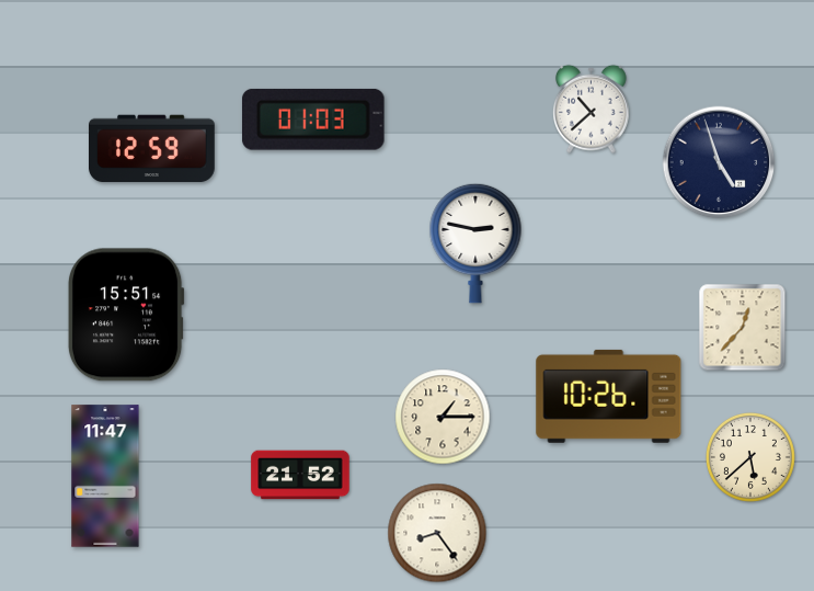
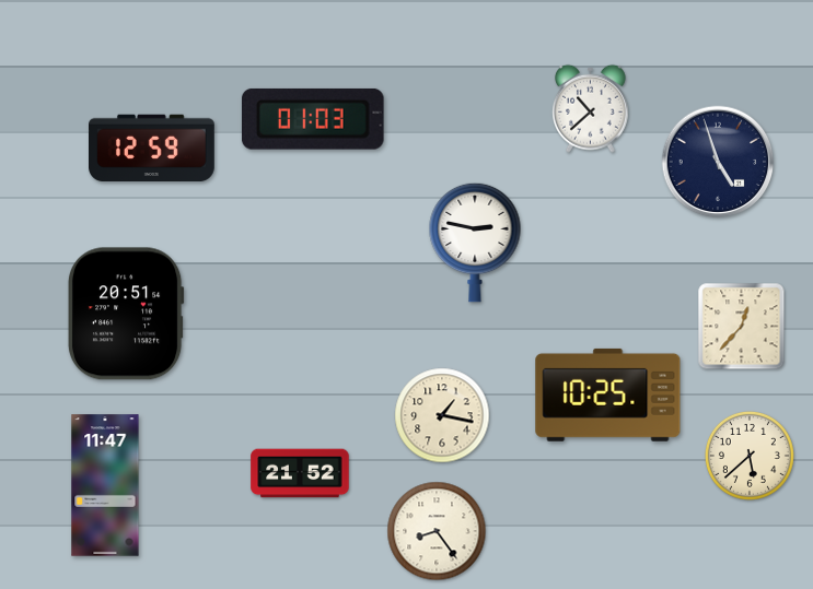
clock at (126, 315): 15:51 -> 20:51
clock at (609, 396): 10:26 -> 10:25
clock at (443, 417): 1:15 -> 1:17
clock at (105, 476) position: (105, 476) -> (105, 485)
